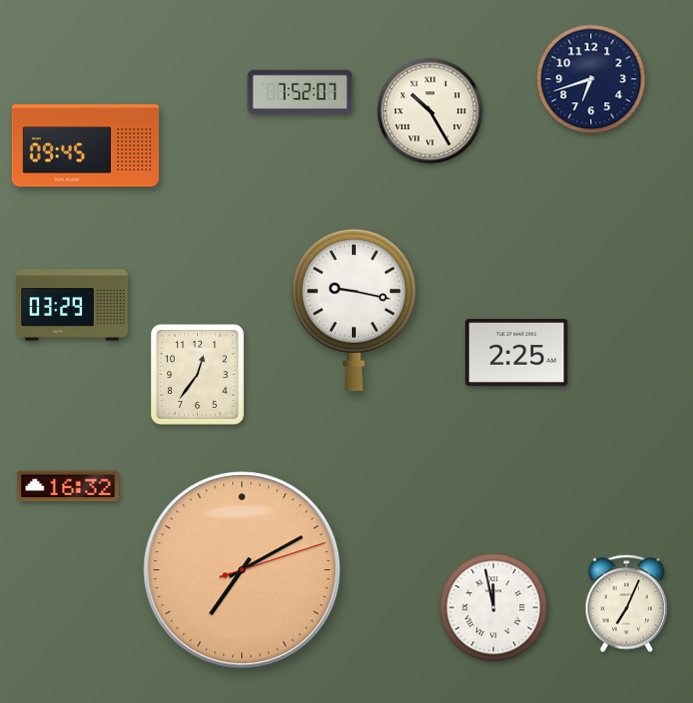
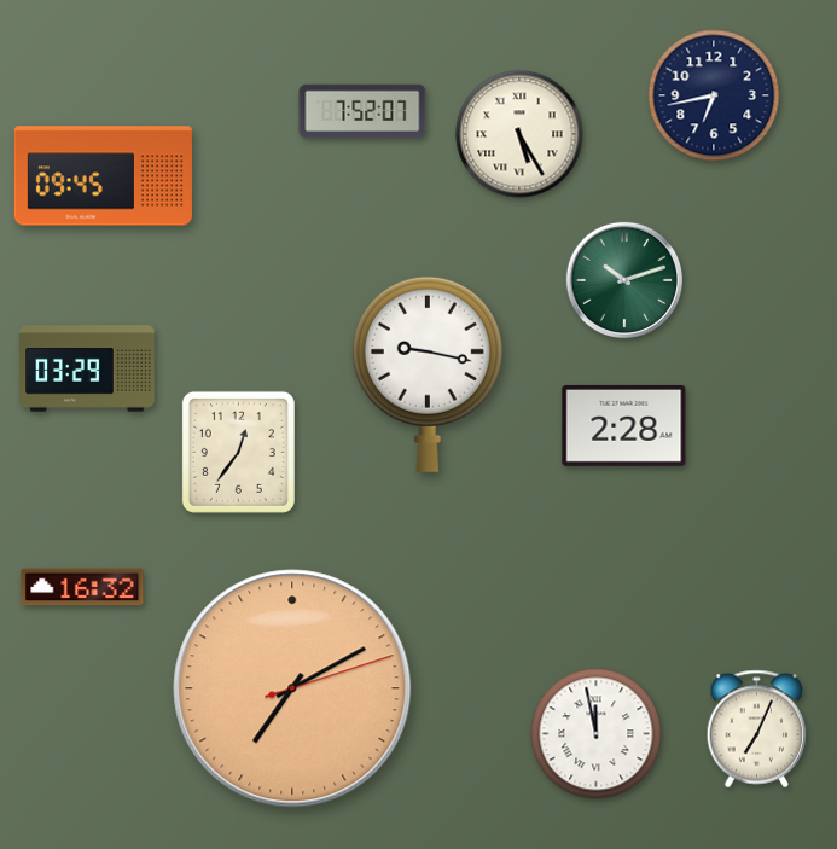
clock at (591, 79): 6:42 -> 6:43
clock at (430, 111): 10:25 -> 5:25
clock at (623, 279): none -> 10:12
clock at (517, 352): 2:25 -> 2:28
